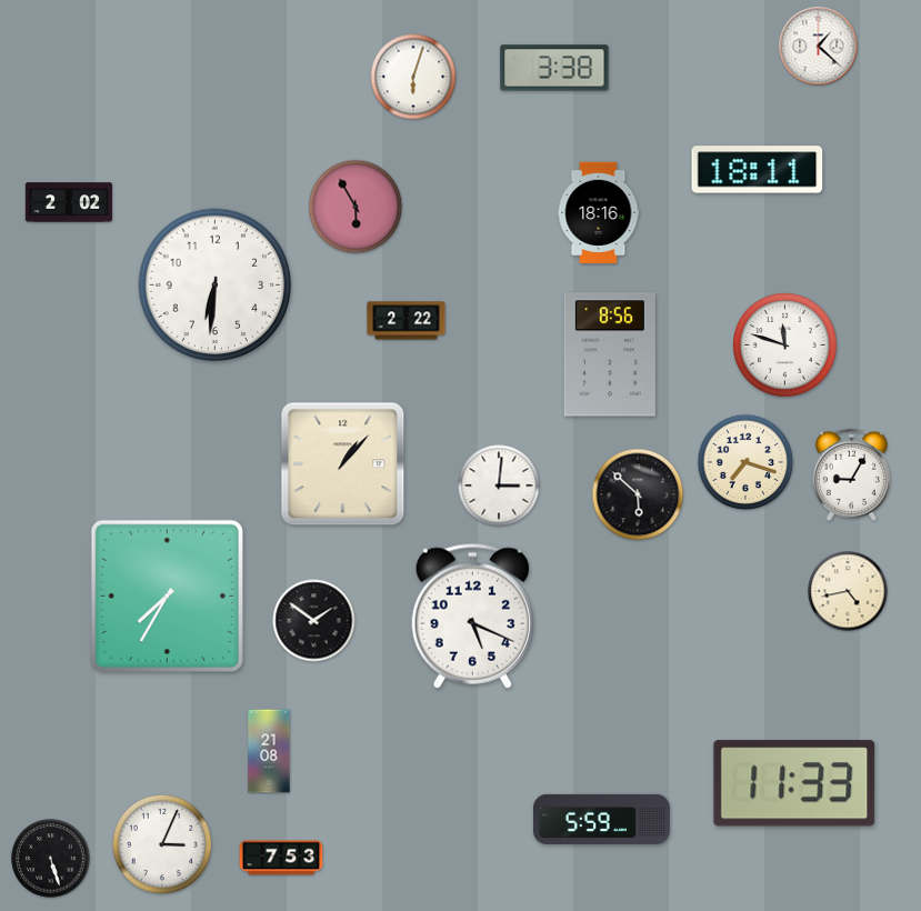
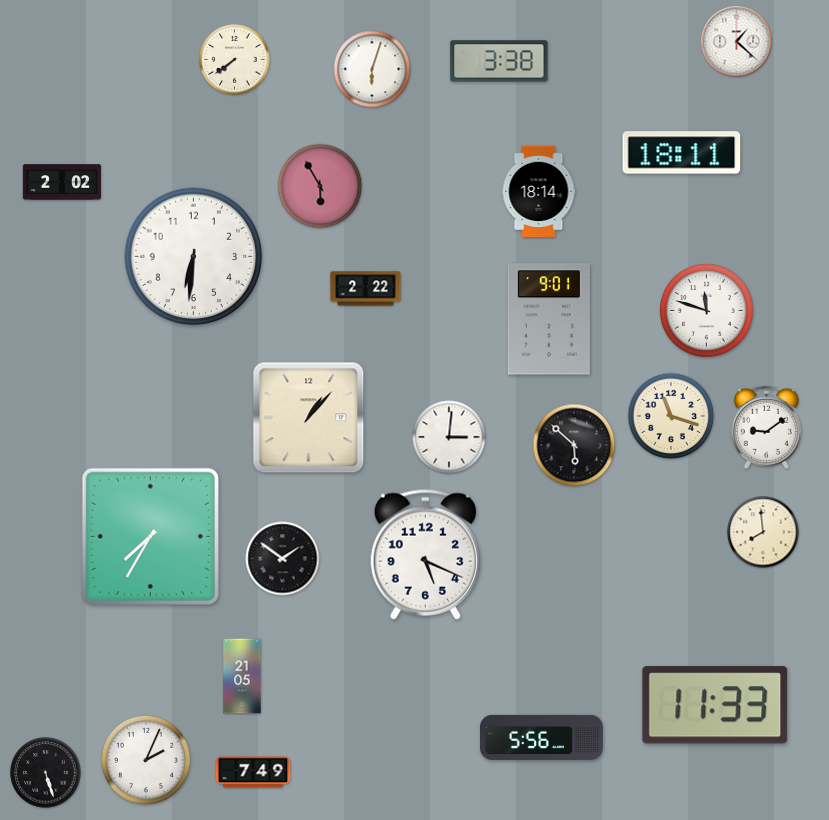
clock at (235, 60): none -> 7:39
clock at (599, 213): 18:16 -> 18:14
clock at (610, 354): 8:56 -> 9:01
clock at (745, 462): 7:18 -> 11:18
clock at (851, 474): 9:05 -> 9:09
clock at (848, 591): 4:43 -> 7:59
clock at (269, 751): 21:08 -> 21:05
clock at (602, 819): 5:59 -> 5:56
clock at (162, 844): 3:04 -> 2:04
clock at (281, 858): 7:53 -> 7:49
